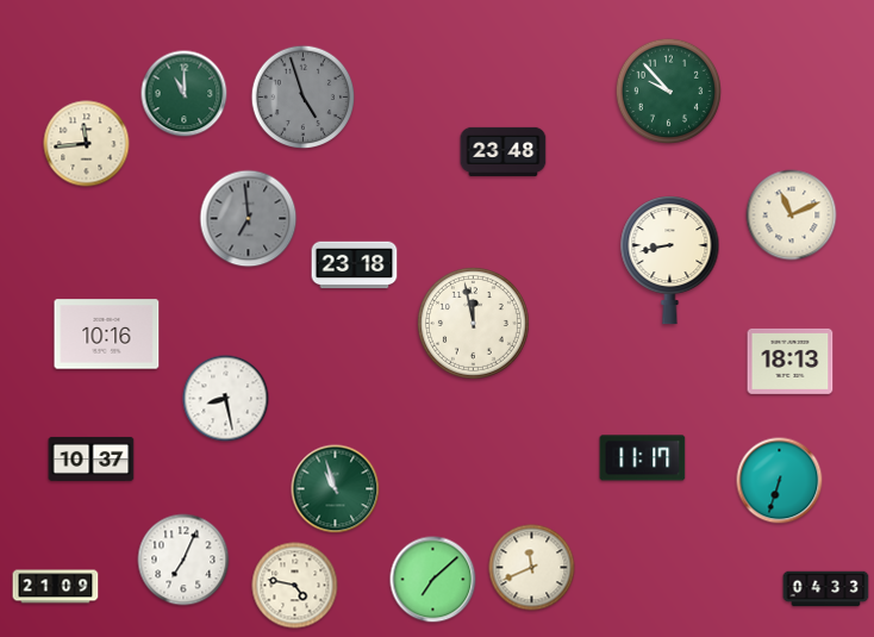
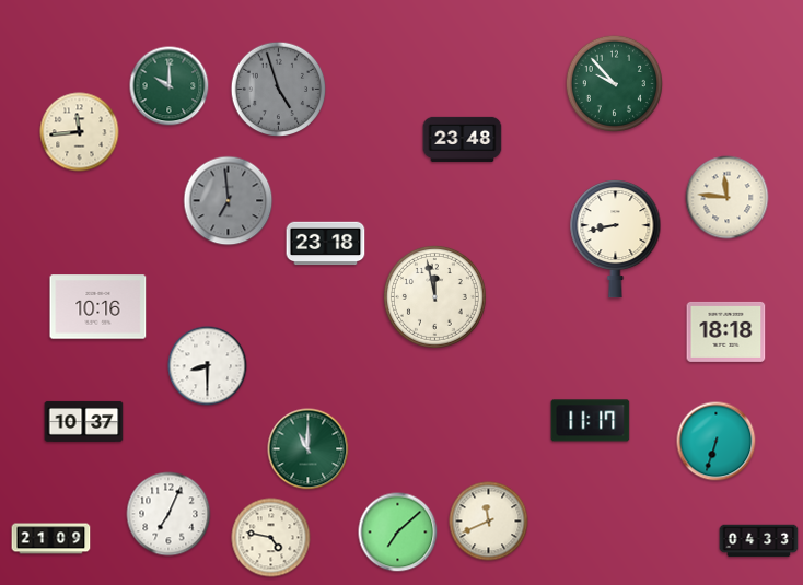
clock at (185, 94): 11:00 -> 10:00
clock at (792, 216): 11:11 -> 11:46
clock at (791, 361): 18:13 -> 18:18
clock at (226, 399): 8:28 -> 8:30
clock at (336, 489): 10:57 -> 11:00
